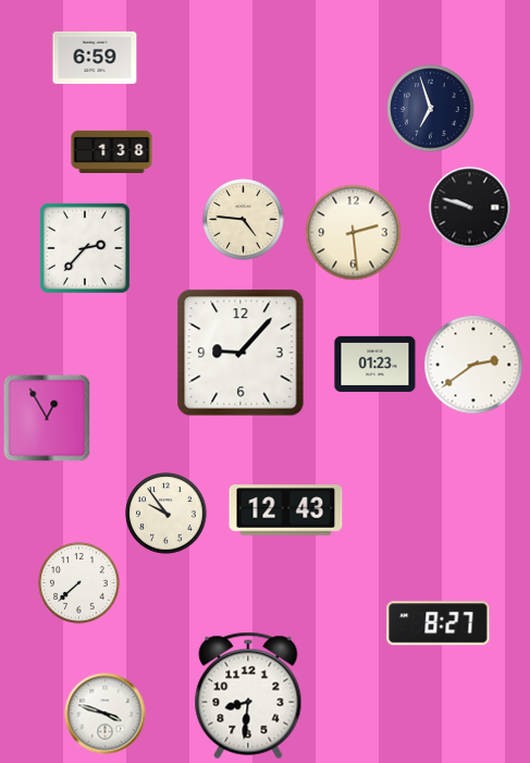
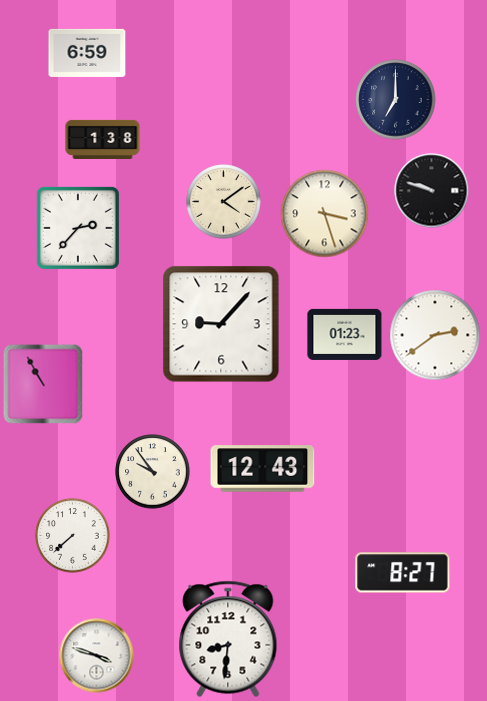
clock at (431, 109): 6:57 -> 7:00
clock at (244, 220): 4:46 -> 4:09
clock at (354, 233): 2:29 -> 3:27
clock at (47, 418): 12:55 -> 10:55
